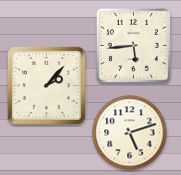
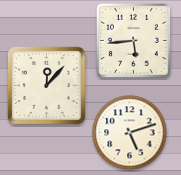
clock at (133, 45) position: (133, 45) -> (133, 40)
clock at (46, 85): 2:07 -> 12:07
